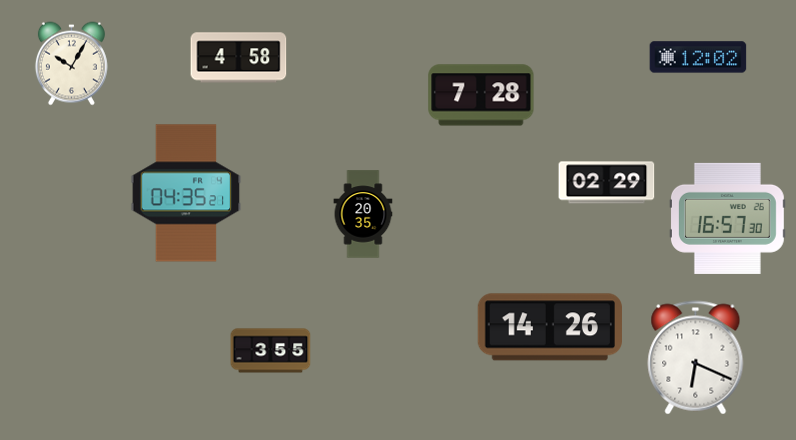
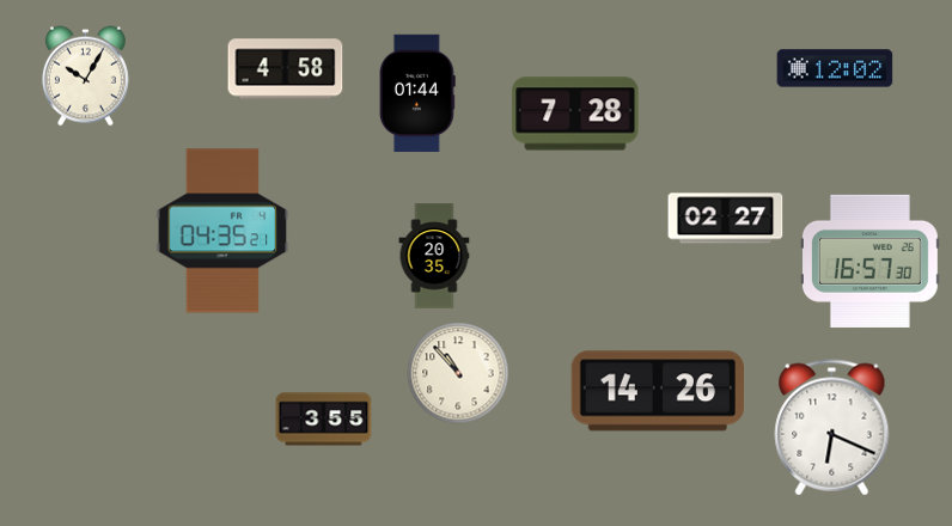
clock at (417, 93): none -> 01:44
clock at (607, 183): 02:29 -> 02:27
clock at (458, 373): none -> 10:53
